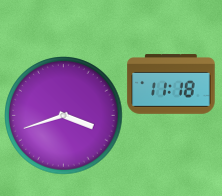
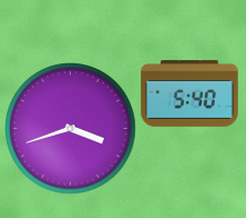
clock at (171, 84): 11:18 -> 5:40
